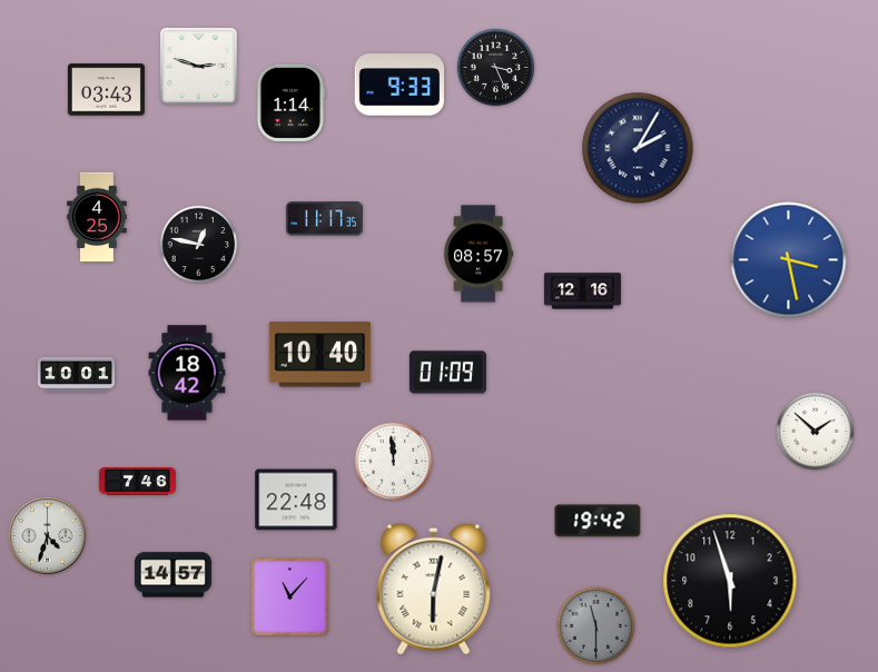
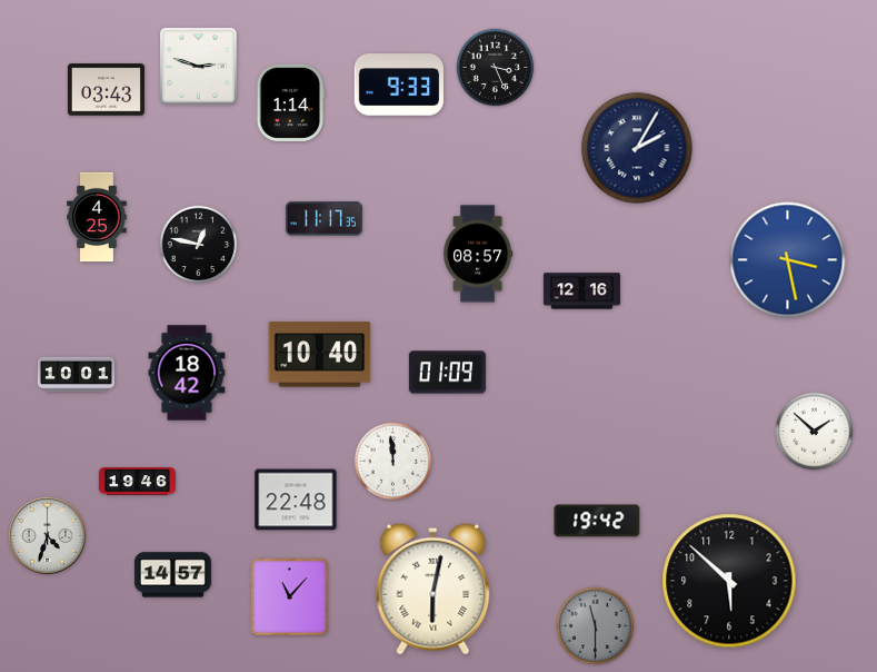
clock at (137, 482): 7:46 -> 19:46
clock at (730, 581): 5:57 -> 5:52
